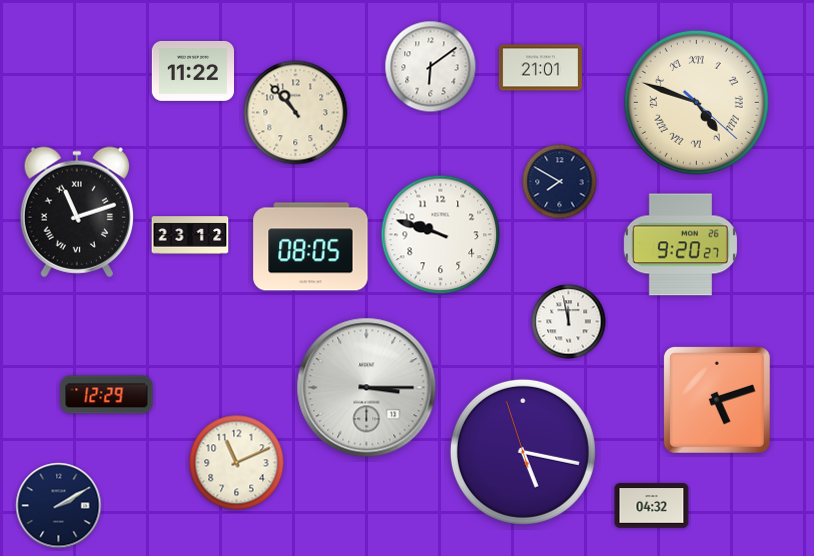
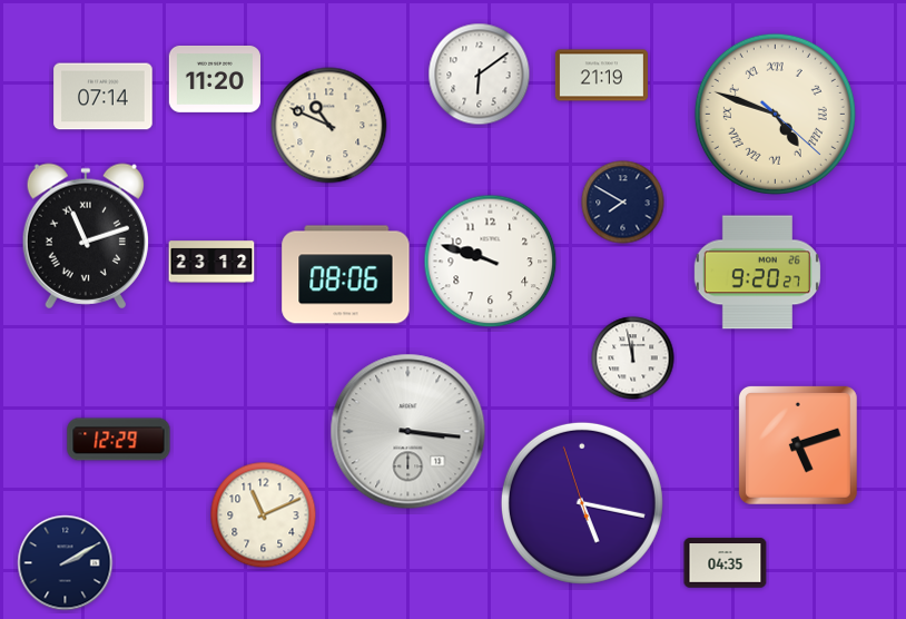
clock at (540, 68): 21:01 -> 21:19
clock at (192, 71): 11:22 -> 11:20
clock at (104, 97): none -> 07:14
clock at (296, 113): 10:53 -> 10:49
clock at (311, 247): 08:05 -> 08:06
clock at (367, 388): 3:15 -> 3:16
clock at (652, 506): 04:32 -> 04:35
